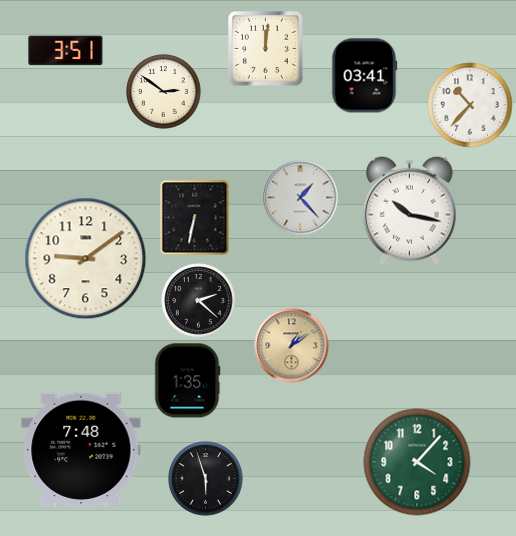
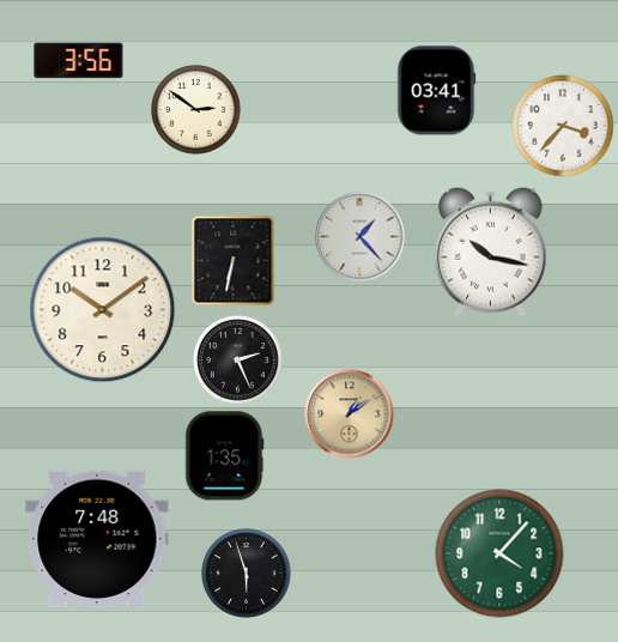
clock at (266, 49): 12:01 -> none
clock at (66, 51): 3:51 -> 3:56
clock at (470, 105): 10:37 -> 3:37
clock at (86, 259): 9:09 -> 10:09
clock at (199, 301): 2:22 -> 2:26
